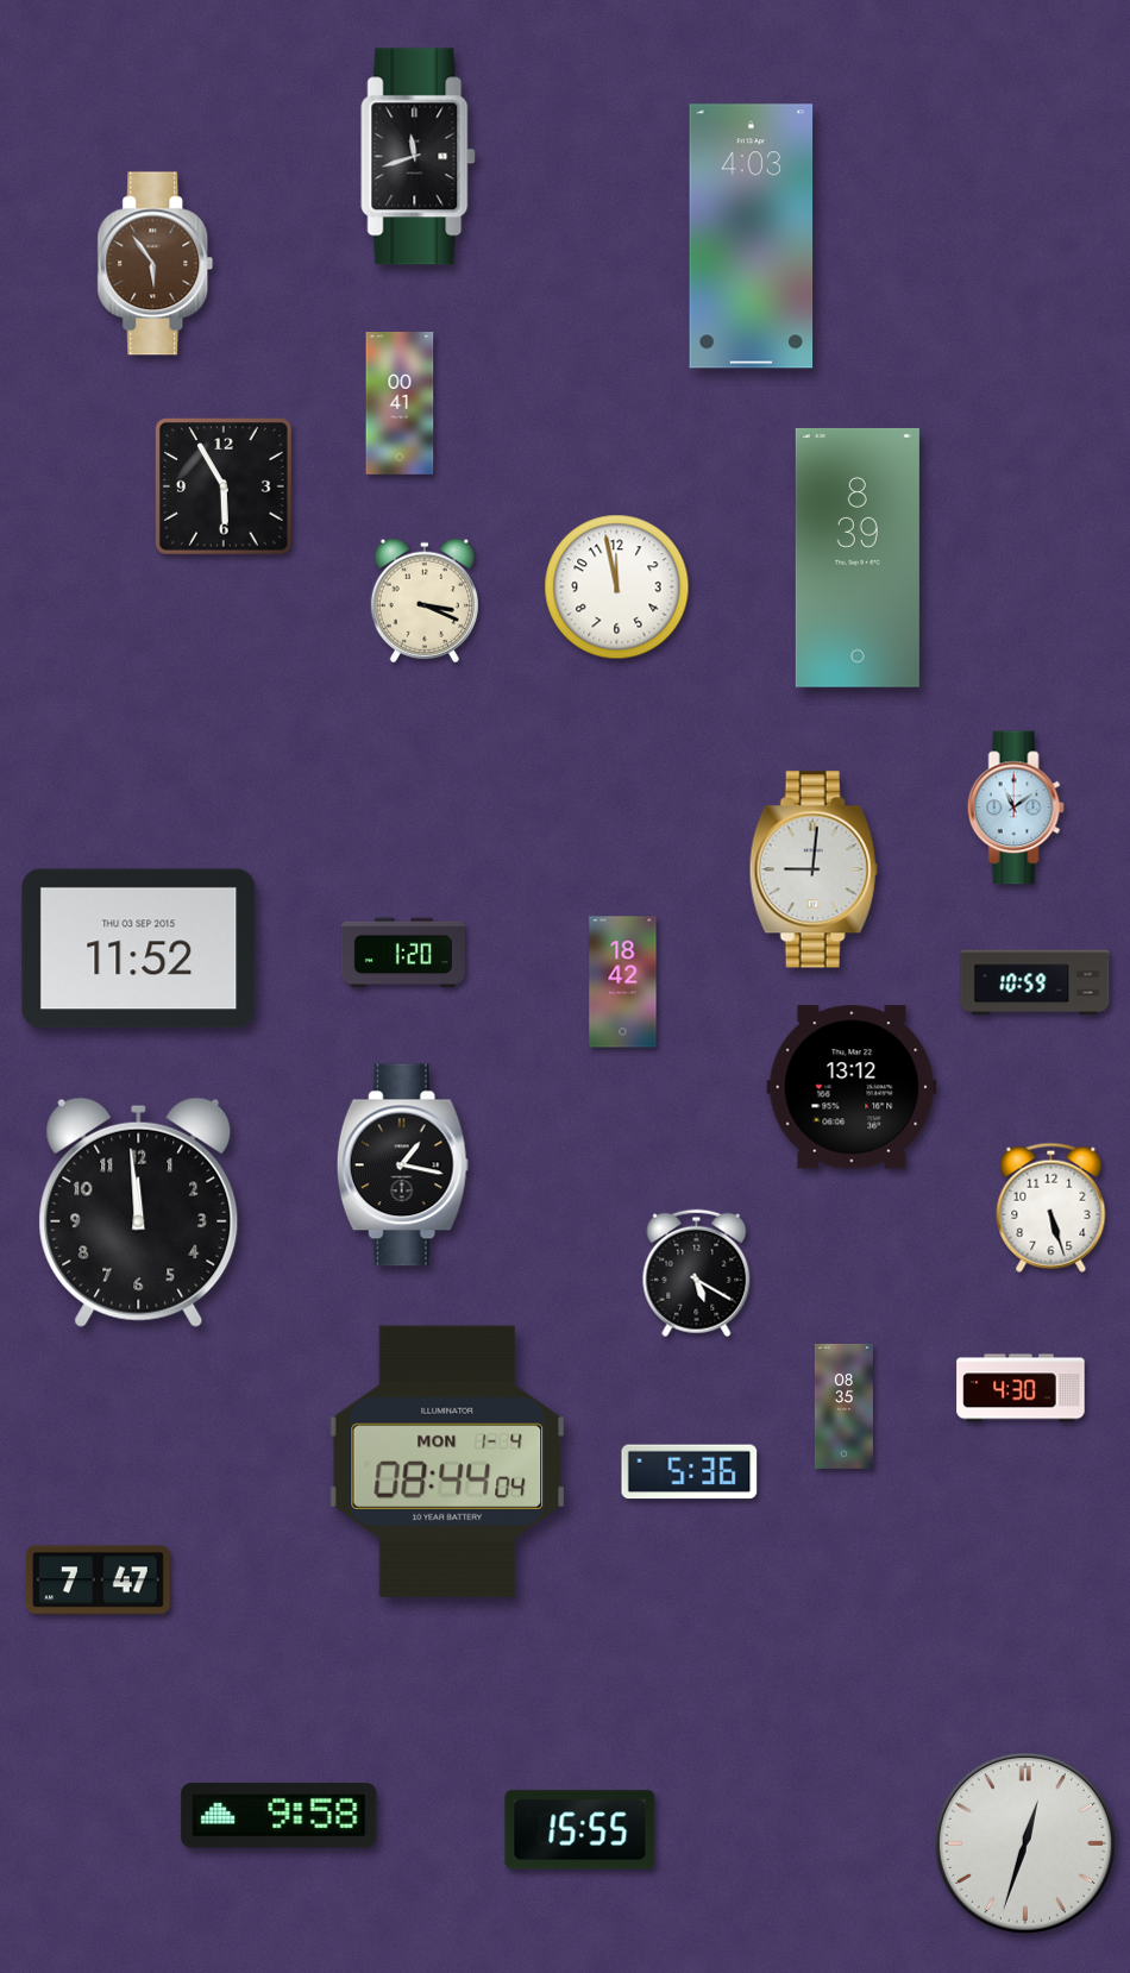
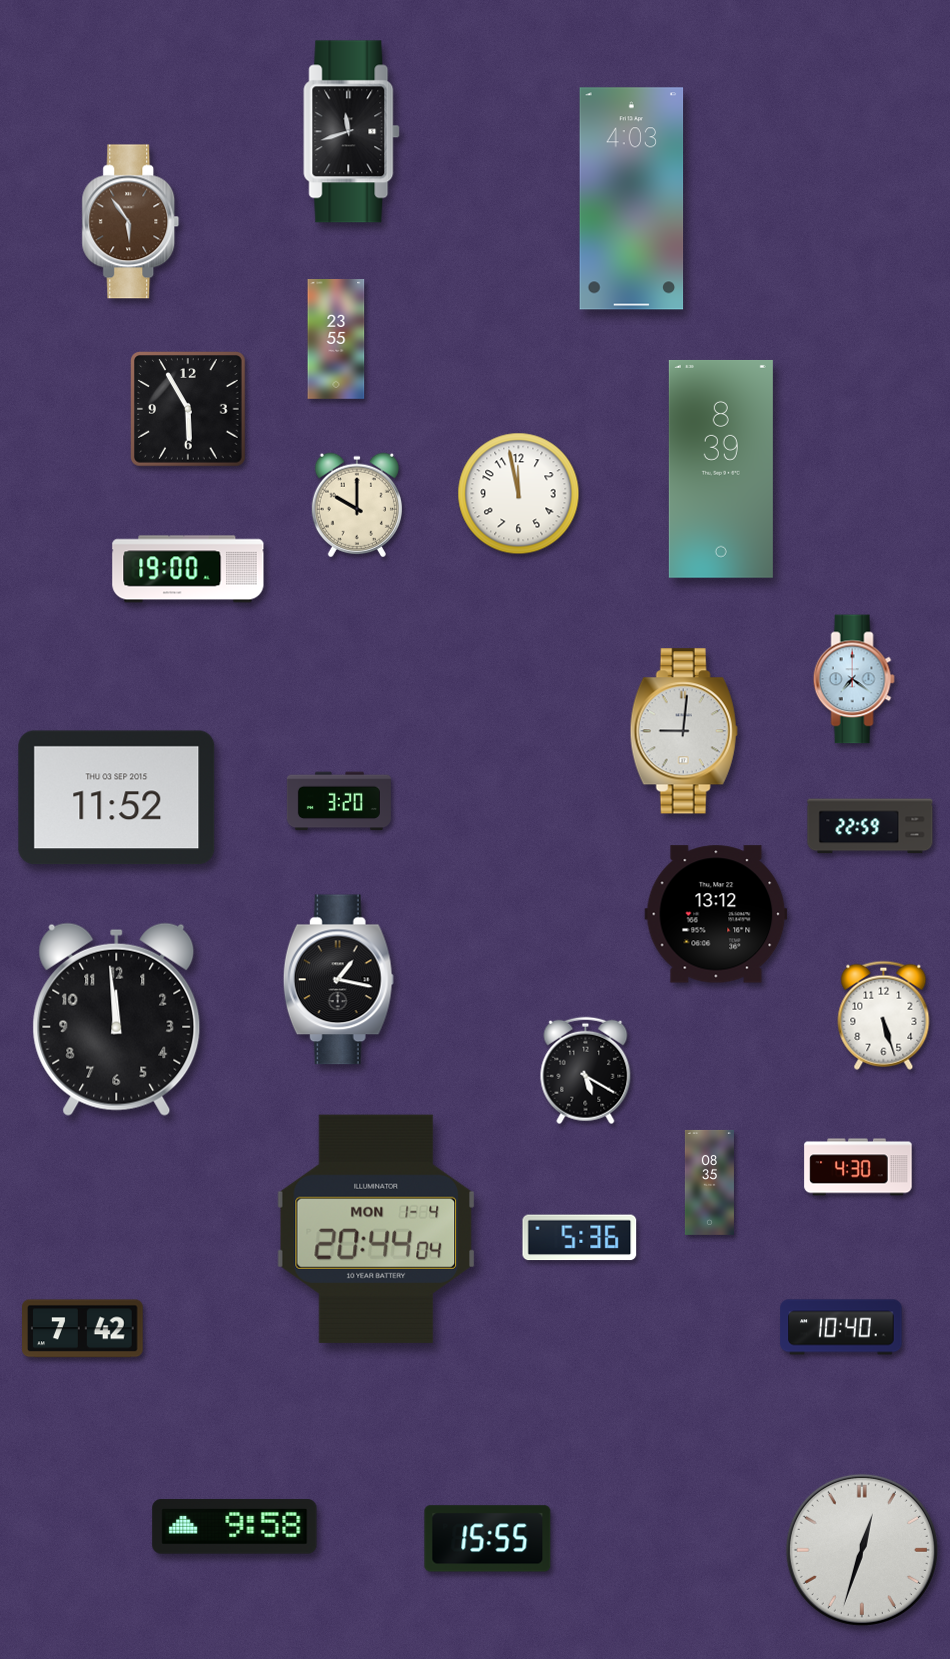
clock at (400, 404): 00:41 -> 23:55
clock at (425, 601): 3:19 -> 10:00
clock at (188, 569): none -> 19:00
clock at (1016, 808): 11:09 -> 7:21
clock at (403, 953): 1:20 -> 3:20
clock at (623, 982): 18:42 -> none
clock at (1035, 982): 10:59 -> 22:59
clock at (447, 1462): 08:44 -> 20:44
clock at (841, 1327): none -> 10:40
clock at (99, 1581): 7:47 -> 7:42
